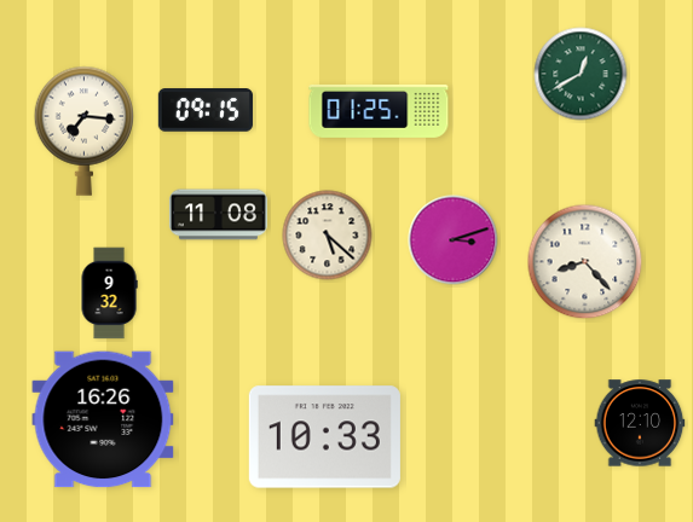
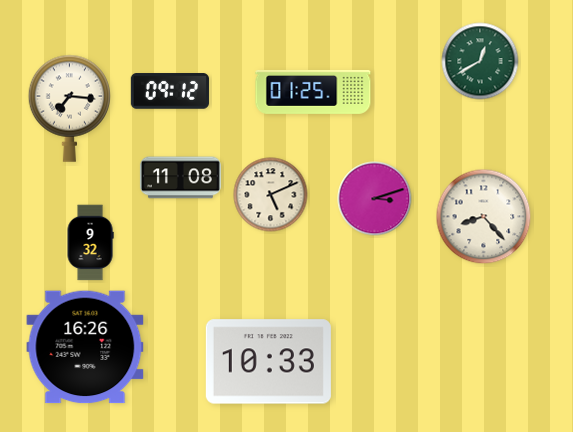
clock at (204, 110): 09:15 -> 09:12
clock at (328, 236): 5:22 -> 5:11
clock at (640, 423): 12:10 -> none
